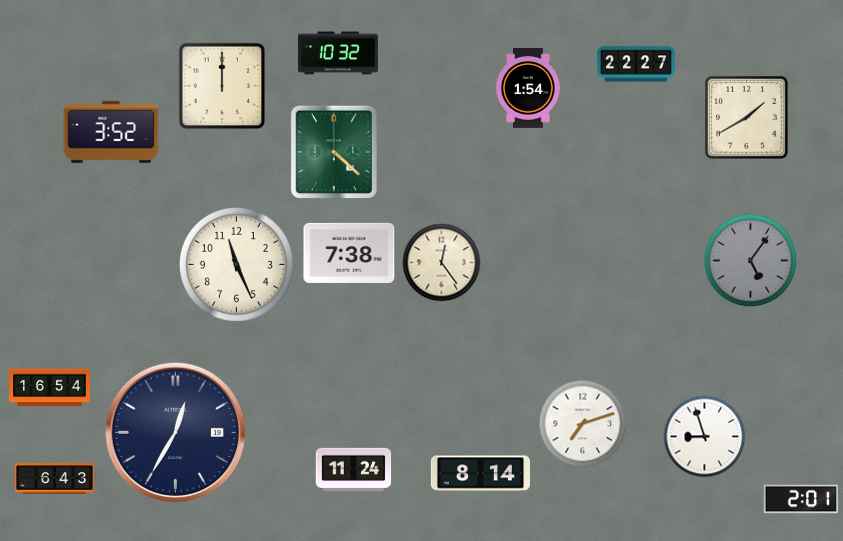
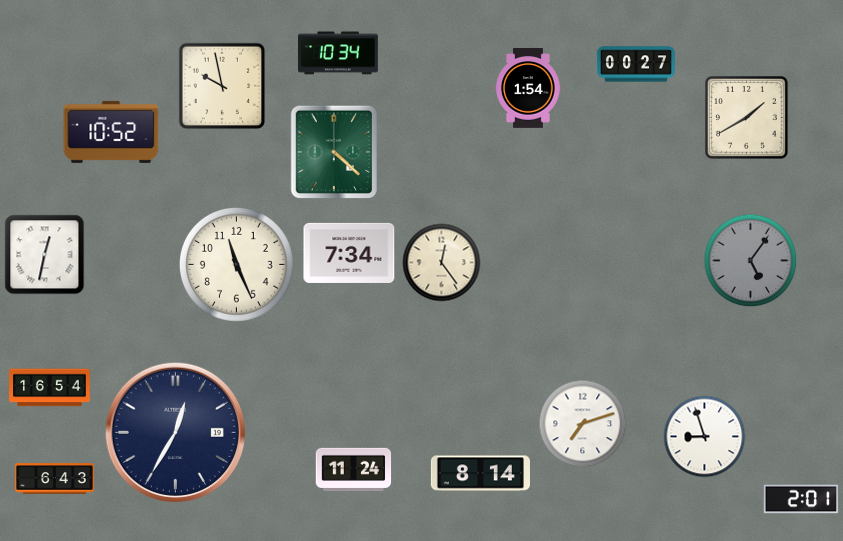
clock at (339, 53): 10:32 -> 10:34
clock at (636, 64): 22:27 -> 00:27
clock at (222, 86): 12:00 -> 9:58
clock at (111, 132): 3:52 -> 10:52
clock at (349, 253): 7:38 -> 7:34
clock at (45, 255): none -> 12:32
